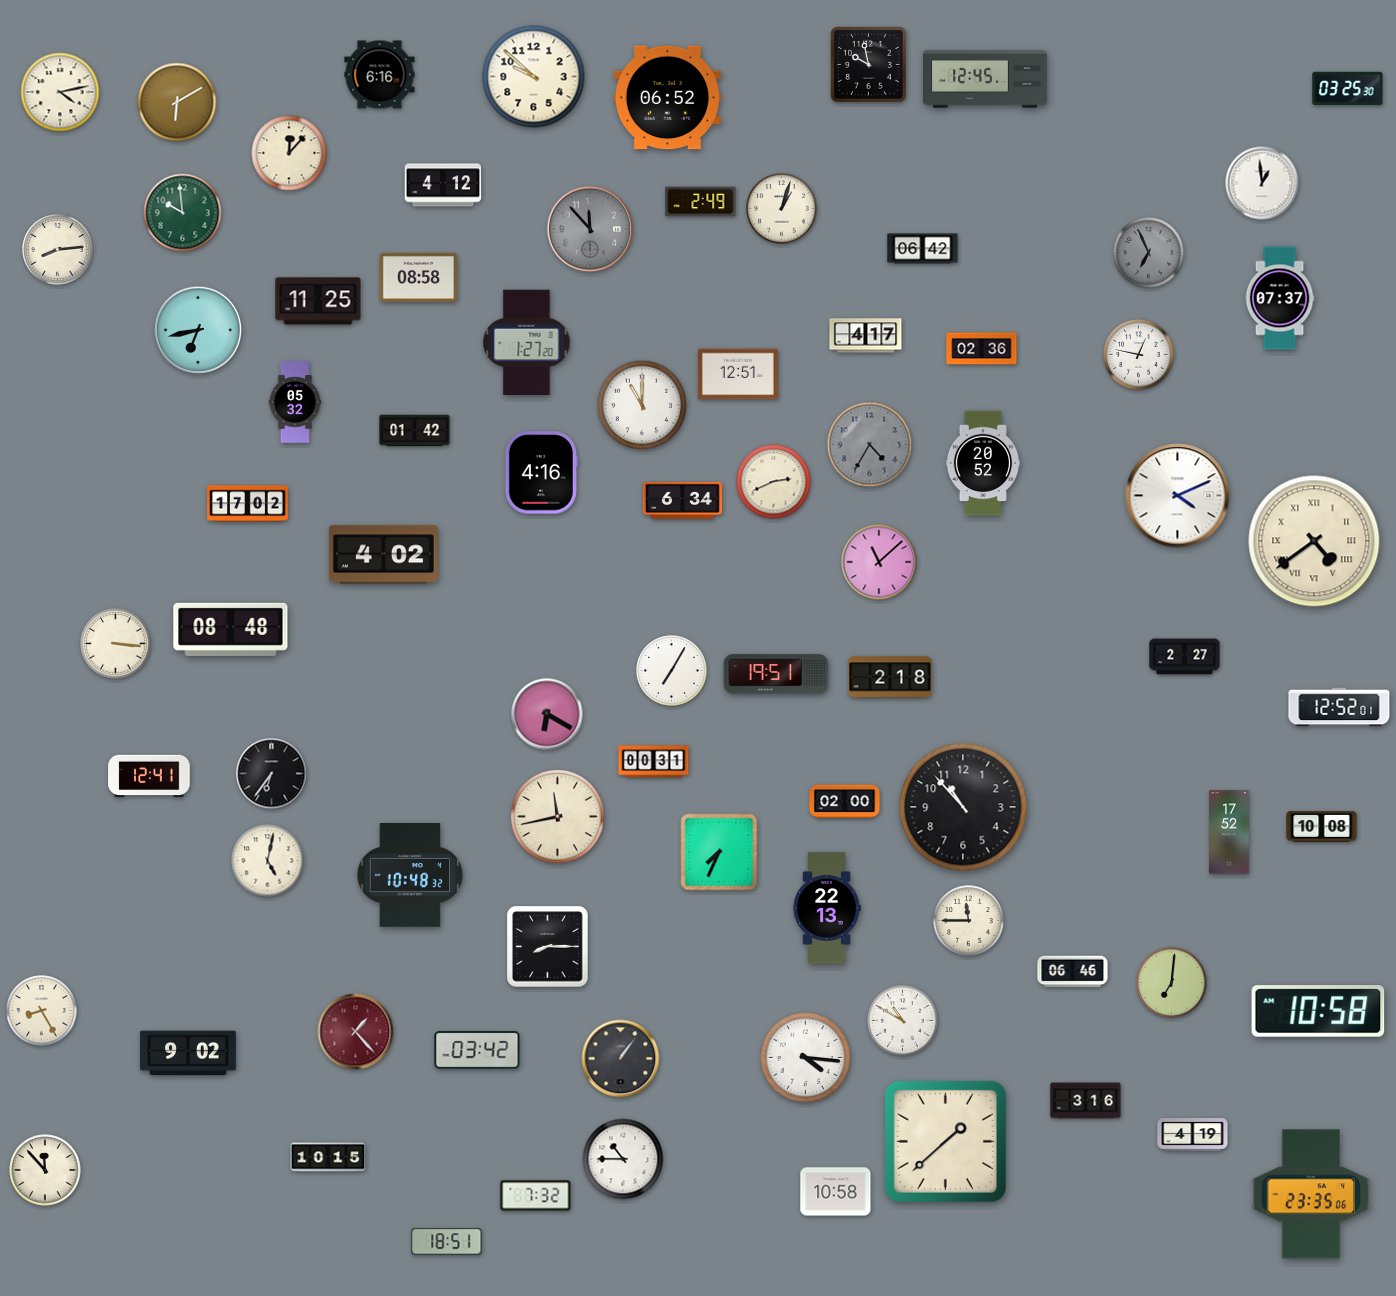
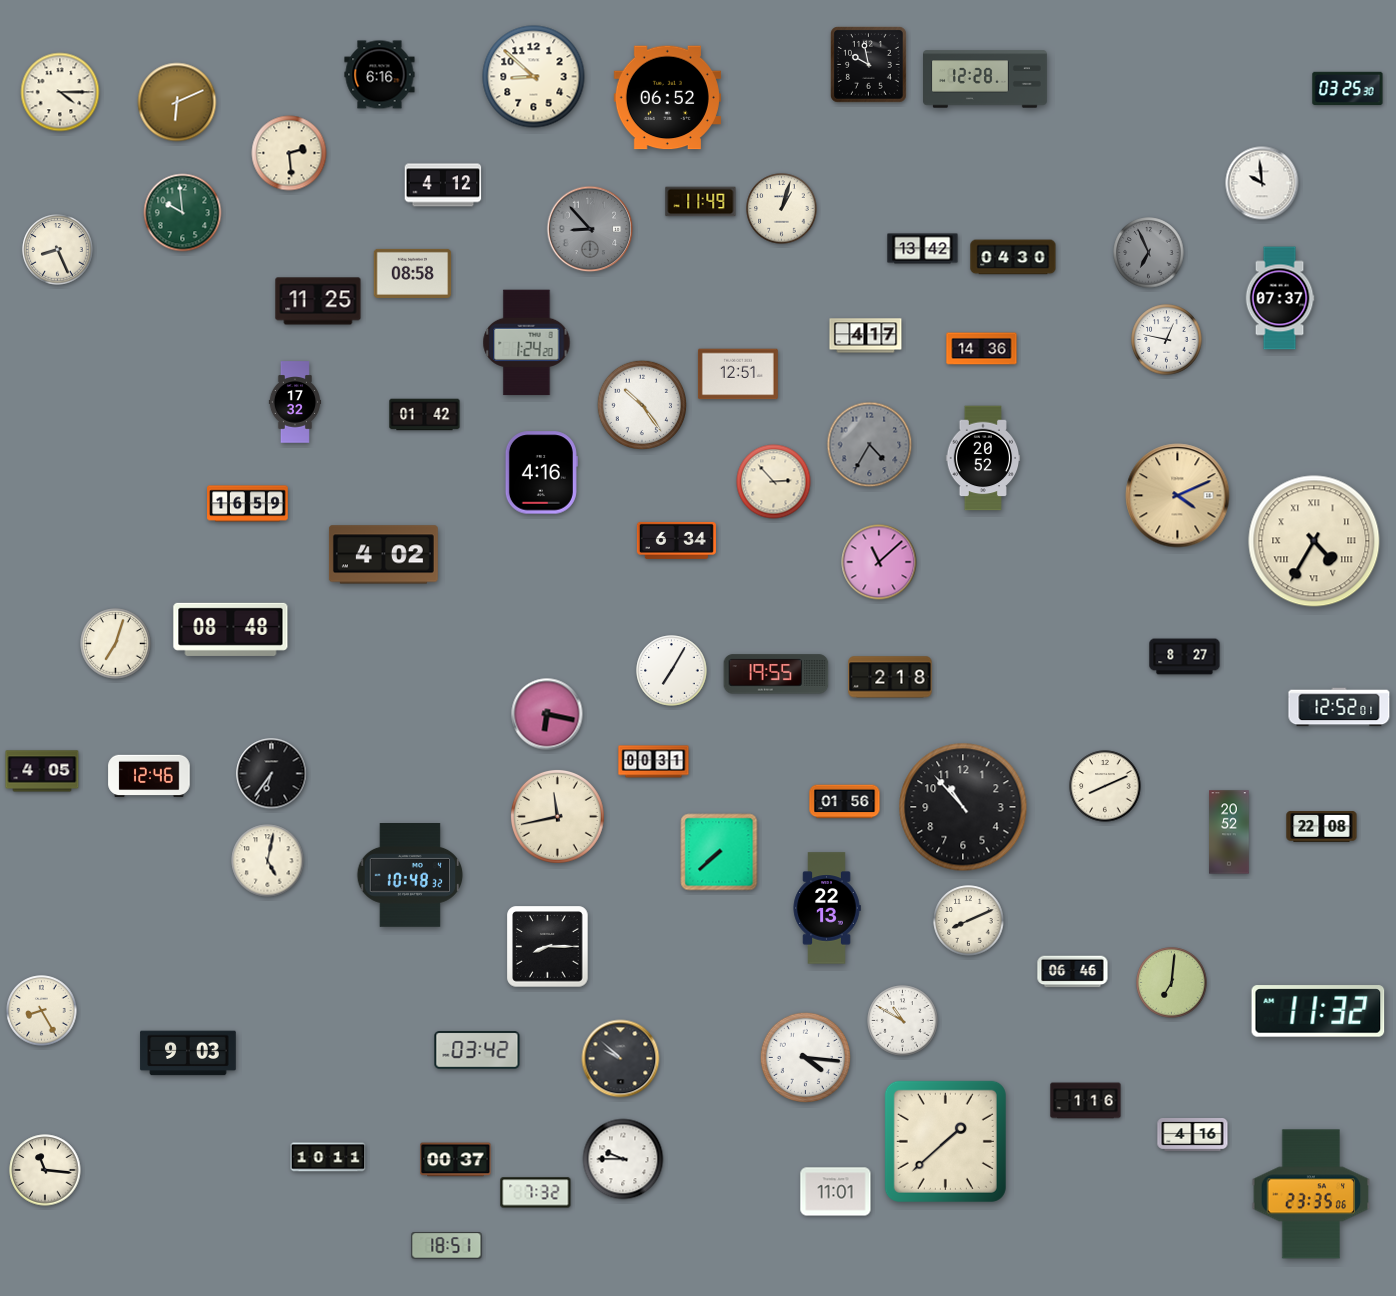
clock at (534, 77): 9:52 -> 8:52
clock at (985, 79): 12:45 -> 12:28
clock at (60, 92): 4:13 -> 4:15
clock at (177, 102): 6:10 -> 6:11
clock at (289, 153): 12:07 -> 2:29
clock at (1262, 183): 12:59 -> 9:59
clock at (701, 202): 2:49 -> 11:49
clock at (590, 229): 11:53 -> 8:53
clock at (923, 249): 06:42 -> 13:42
clock at (58, 250): 8:14 -> 8:26
clock at (1013, 257): none -> 04:30
clock at (419, 277) position: (419, 277) -> (413, 273)
clock at (198, 330): 6:43 -> none
clock at (527, 343): 1:27 -> 1:24
clock at (982, 349): 02:36 -> 14:36
clock at (1139, 355) position: (1139, 355) -> (1167, 340)
clock at (295, 402): 05:32 -> 17:32
clock at (641, 404): 11:00 -> 10:24
clock at (415, 431) position: (415, 431) -> (425, 415)
clock at (983, 463) position: (983, 463) -> (983, 458)
clock at (774, 482): 2:41 -> 2:53
clock at (1178, 496) dial: white -> champagne
clock at (682, 500) position: (682, 500) -> (676, 540)
clock at (248, 504): 17:02 -> 16:59
clock at (1314, 541): 4:39 -> 4:35
clock at (116, 644): 3:16 -> 7:03
clock at (1185, 657): 2:27 -> 8:27
clock at (776, 674): 19:51 -> 19:55
clock at (547, 714): 6:20 -> 6:17
clock at (42, 771): none -> 4:05
clock at (149, 776): 12:41 -> 12:46
clock at (1105, 786): none -> 8:11
clock at (845, 802): 02:00 -> 01:56
clock at (1322, 827): 10:08 -> 22:08
clock at (1229, 832): 17:52 -> 20:52
clock at (719, 852): 7:34 -> 7:38
clock at (969, 921): 11:45 -> 8:11
clock at (1318, 1011): 10:58 -> 11:32
clock at (356, 1032): 1:23 -> none
clock at (188, 1053): 9:02 -> 9:03
clock at (621, 1059): 1:06 -> 9:52
clock at (1086, 1101): 3:16 -> 1:16
clock at (1193, 1135): 4:19 -> 4:16
clock at (328, 1157): 10:15 -> 10:11
clock at (623, 1159): 10:45 -> 9:45
clock at (456, 1160): none -> 00:37
clock at (45, 1170): 11:53 -> 11:16
clock at (836, 1192): 10:58 -> 11:01
clock at (536, 1196) position: (536, 1196) -> (536, 1193)
clock at (447, 1242) position: (447, 1242) -> (447, 1246)
